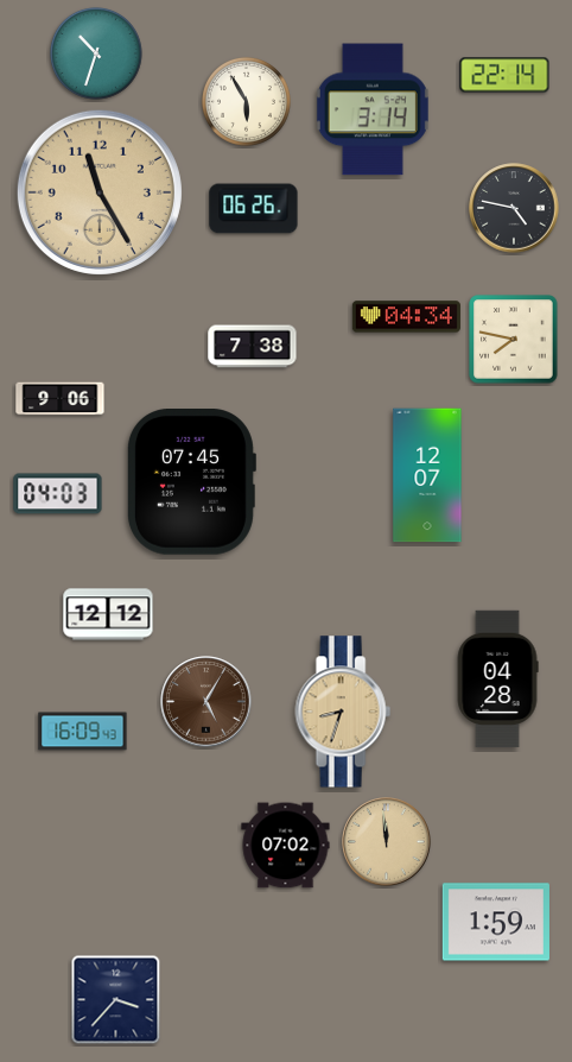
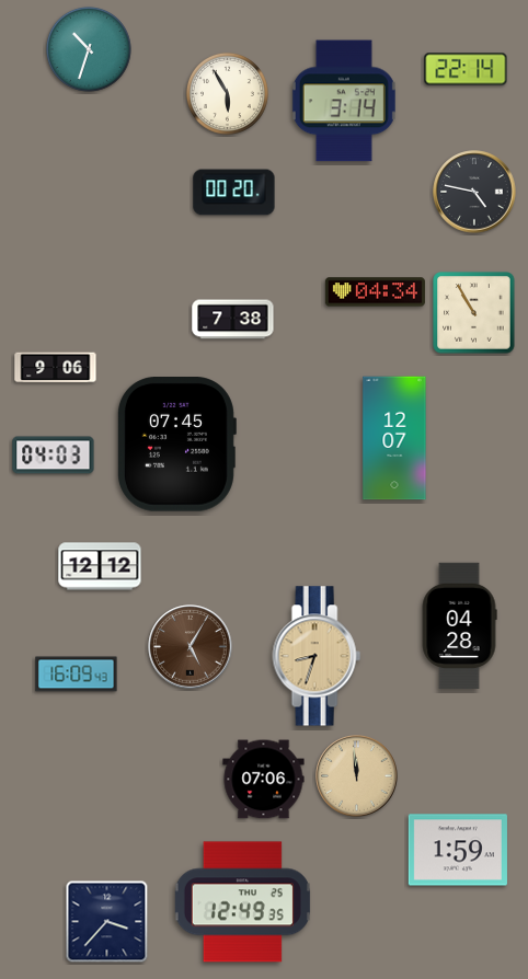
clock at (100, 192): 11:25 -> none
clock at (254, 209): 06:26 -> 00:20
clock at (514, 340): 7:47 -> 10:55
clock at (286, 846): 07:02 -> 07:06
clock at (242, 902): none -> 12:49
